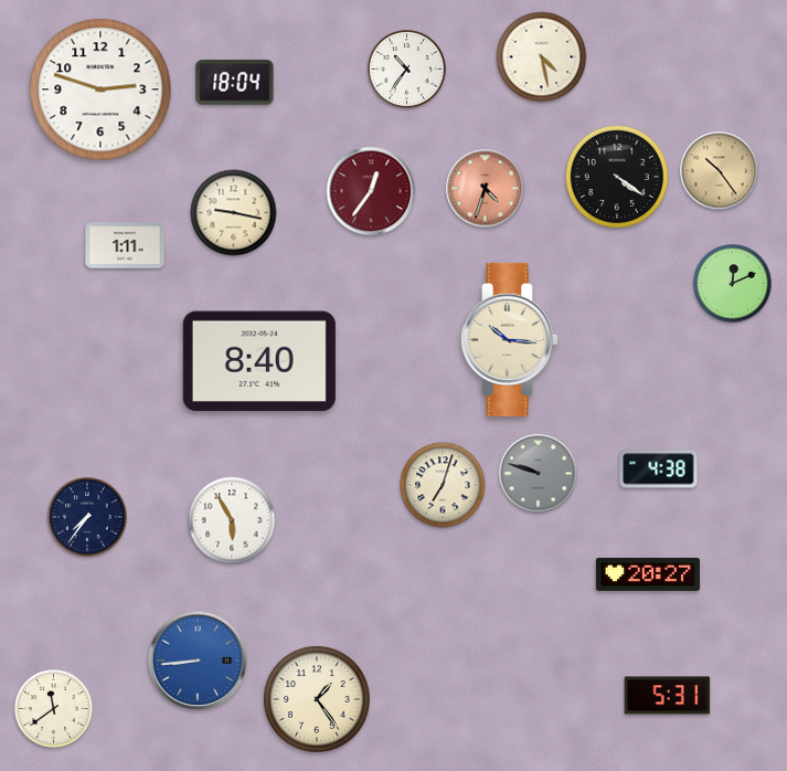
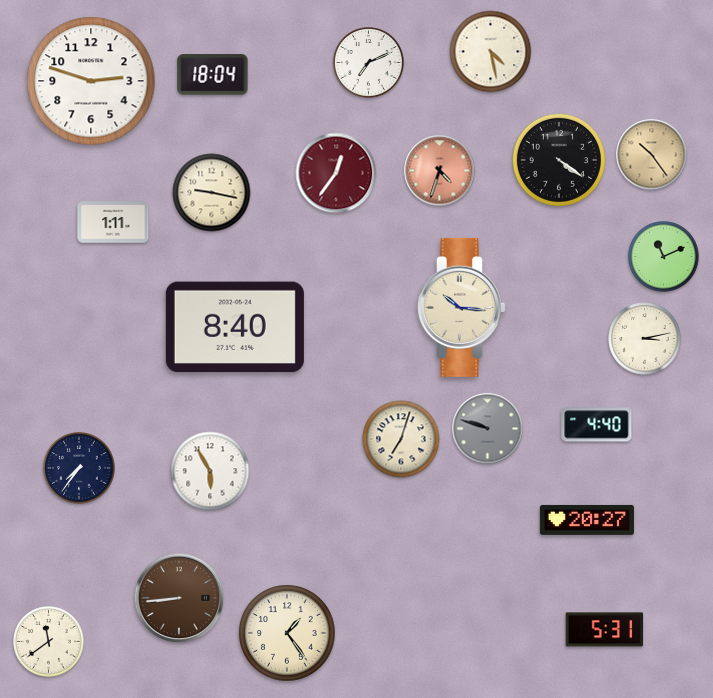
clock at (407, 70): 10:36 -> 7:11
clock at (733, 284): 12:11 -> 11:11
clock at (645, 339): none -> 3:13
clock at (659, 469): 4:38 -> 4:40
clock at (198, 661) dial: blue -> brown
